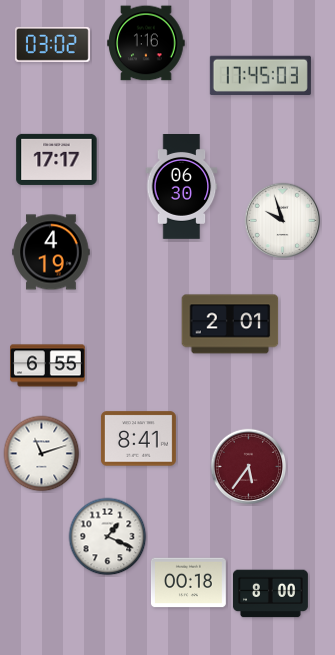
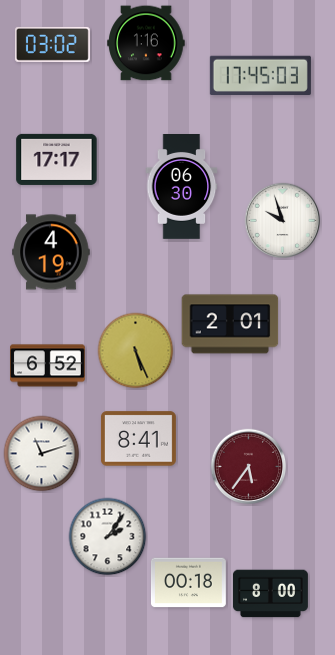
clock at (136, 351): none -> 5:26
clock at (48, 366): 6:55 -> 6:52
clock at (108, 537): 1:19 -> 2:06
